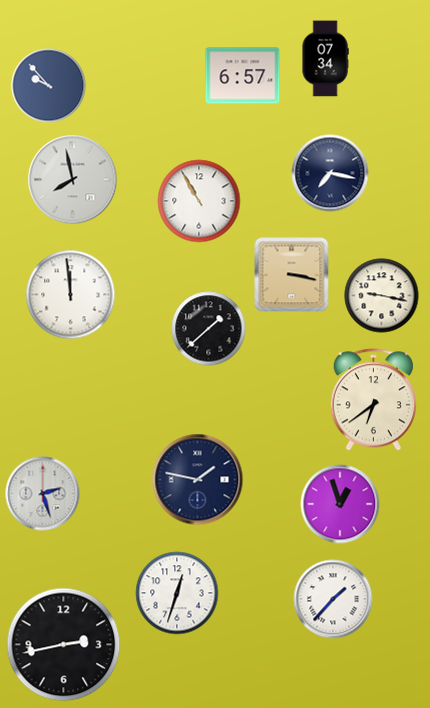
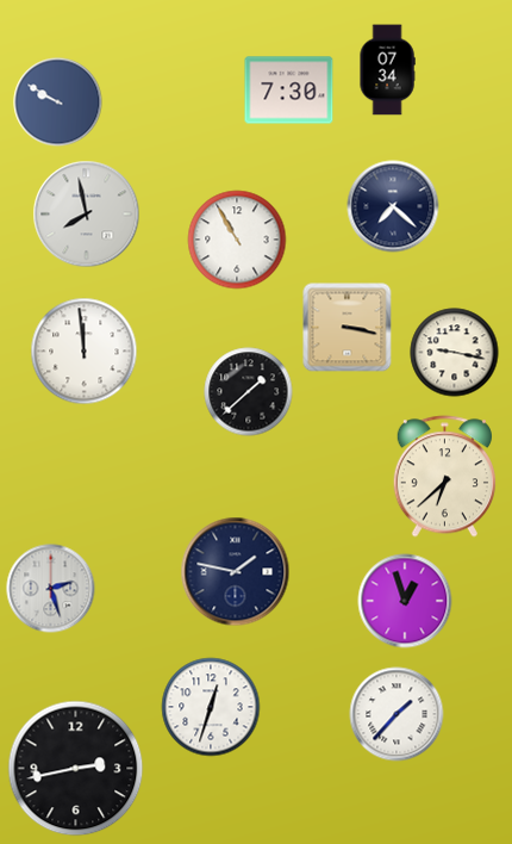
clock at (243, 76): 6:57 -> 7:30
clock at (49, 86): 9:53 -> 9:50
clock at (330, 173): 7:17 -> 7:22
clock at (373, 400): 6:39 -> 6:38
